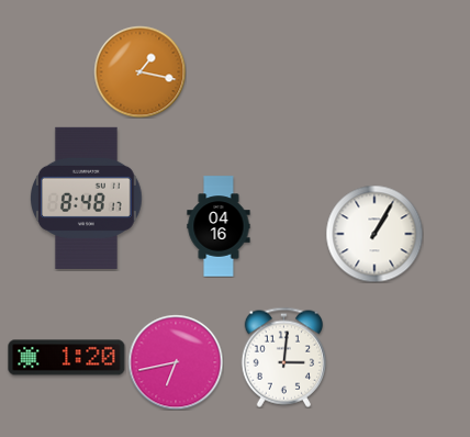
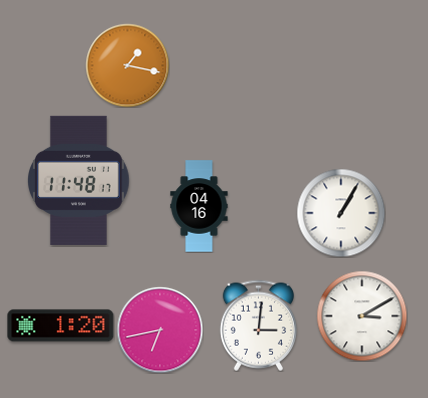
clock at (87, 198): 8:48 -> 11:48
clock at (362, 316): none -> 3:10
